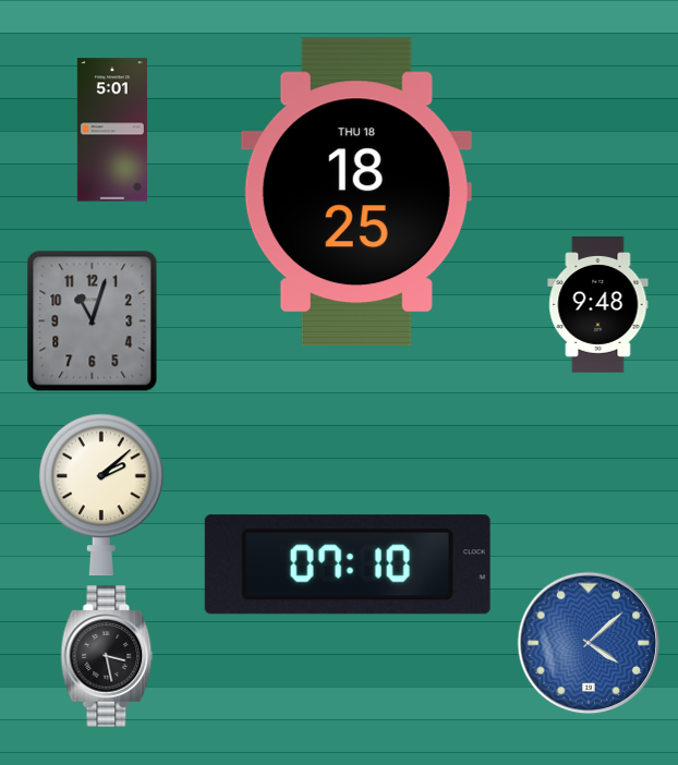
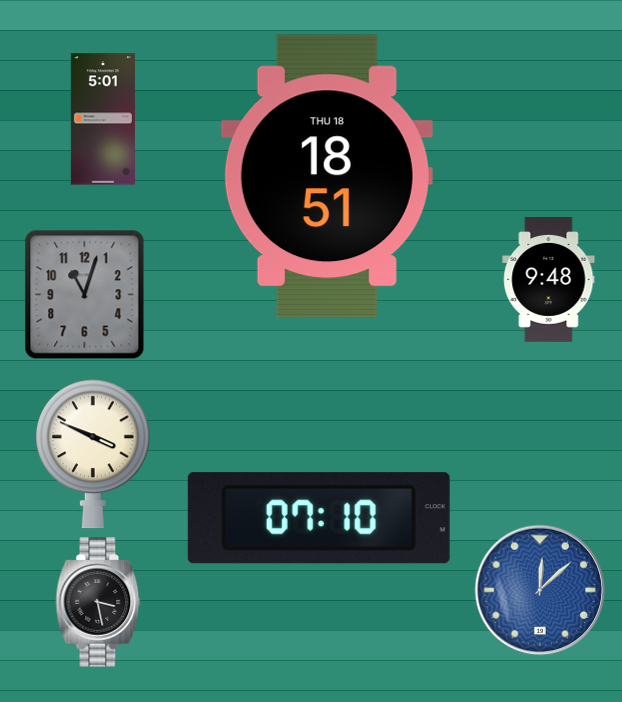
clock at (356, 192): 18:25 -> 18:51
clock at (101, 495): 2:08 -> 3:49
clock at (589, 643): 4:08 -> 12:08
